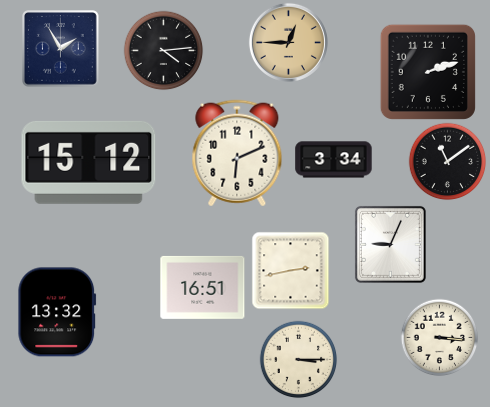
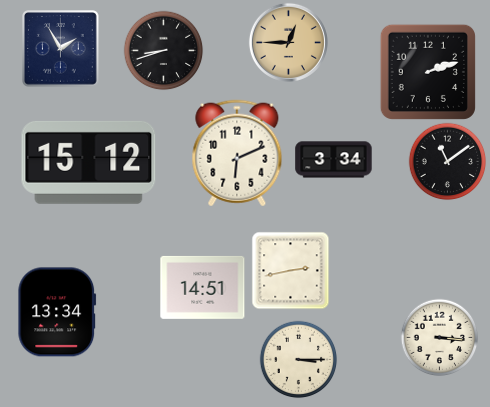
clock at (163, 50): 4:14 -> 8:42
clock at (390, 244): 9:04 -> none
clock at (203, 287): 16:51 -> 14:51
clock at (57, 312): 13:32 -> 13:34
